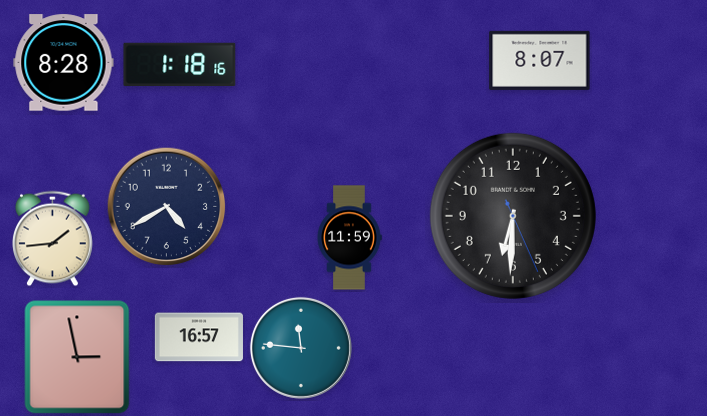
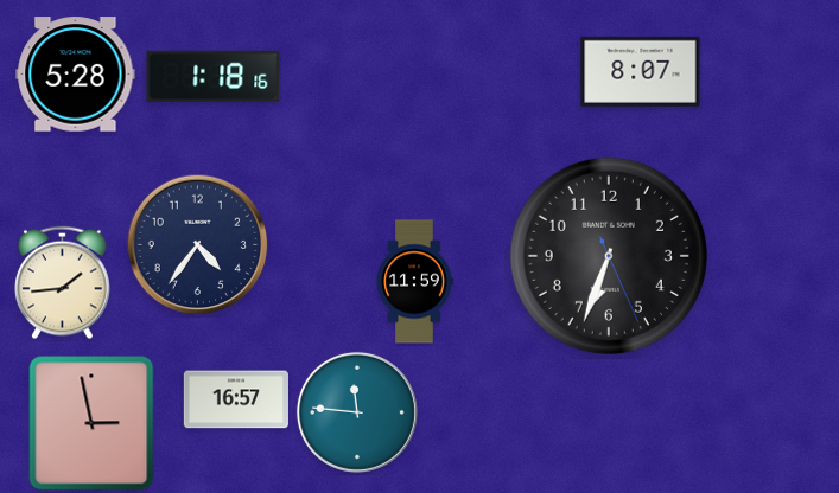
clock at (64, 63): 8:28 -> 5:28
clock at (167, 207): 4:40 -> 4:36
clock at (513, 216): 6:30 -> 6:33
